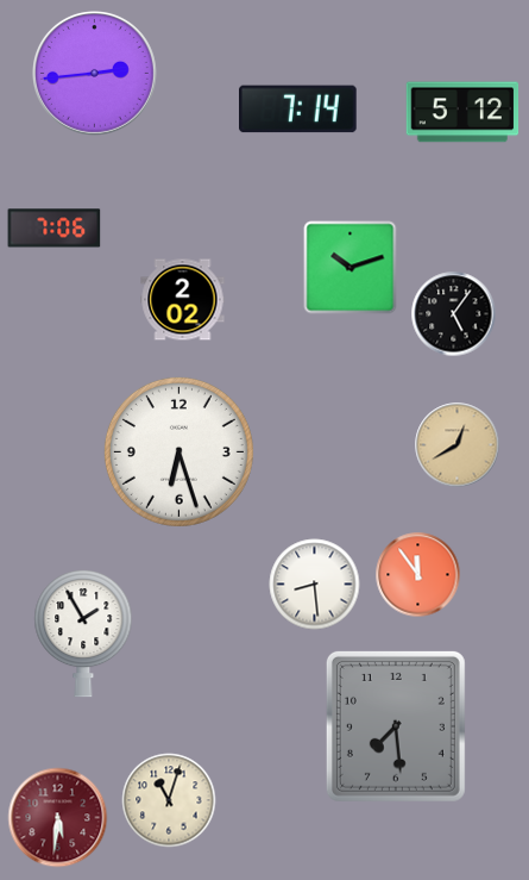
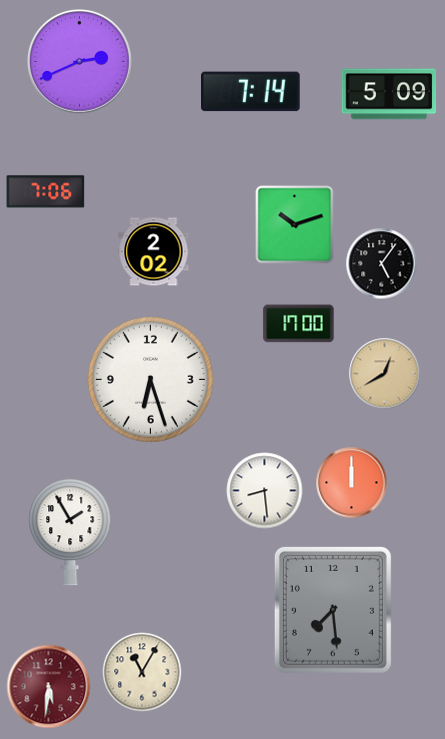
clock at (95, 74): 2:44 -> 2:41
clock at (462, 112): 5:12 -> 5:09
clock at (299, 324): none -> 17:00
clock at (418, 575): 11:54 -> 12:00
clock at (169, 800): 11:03 -> 11:05
